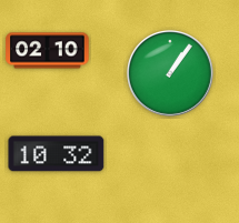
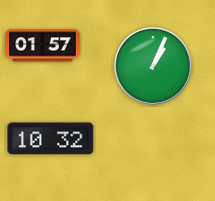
clock at (48, 51): 02:10 -> 01:57
clock at (170, 73): 1:06 -> 1:04
